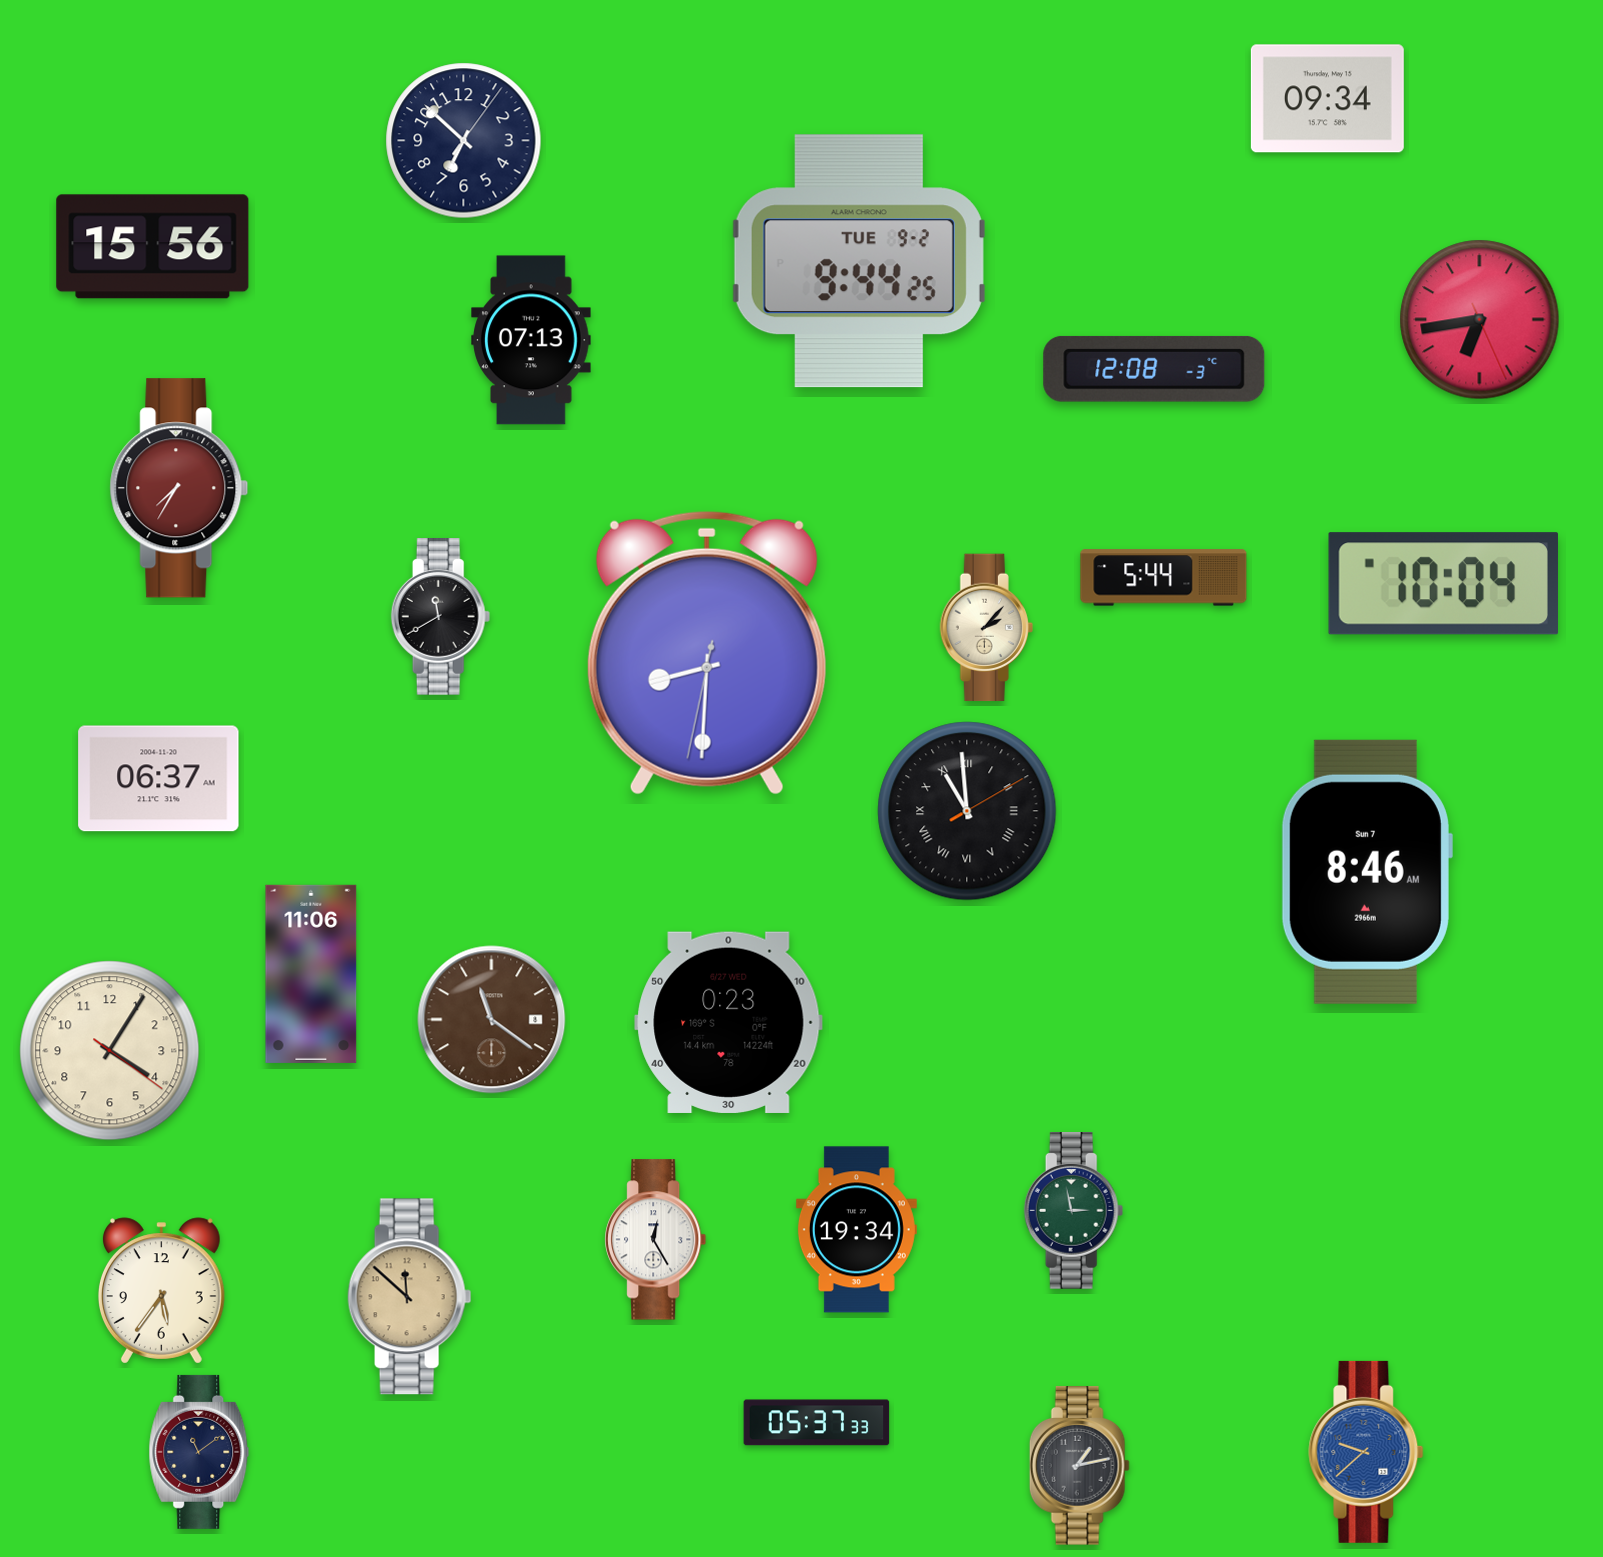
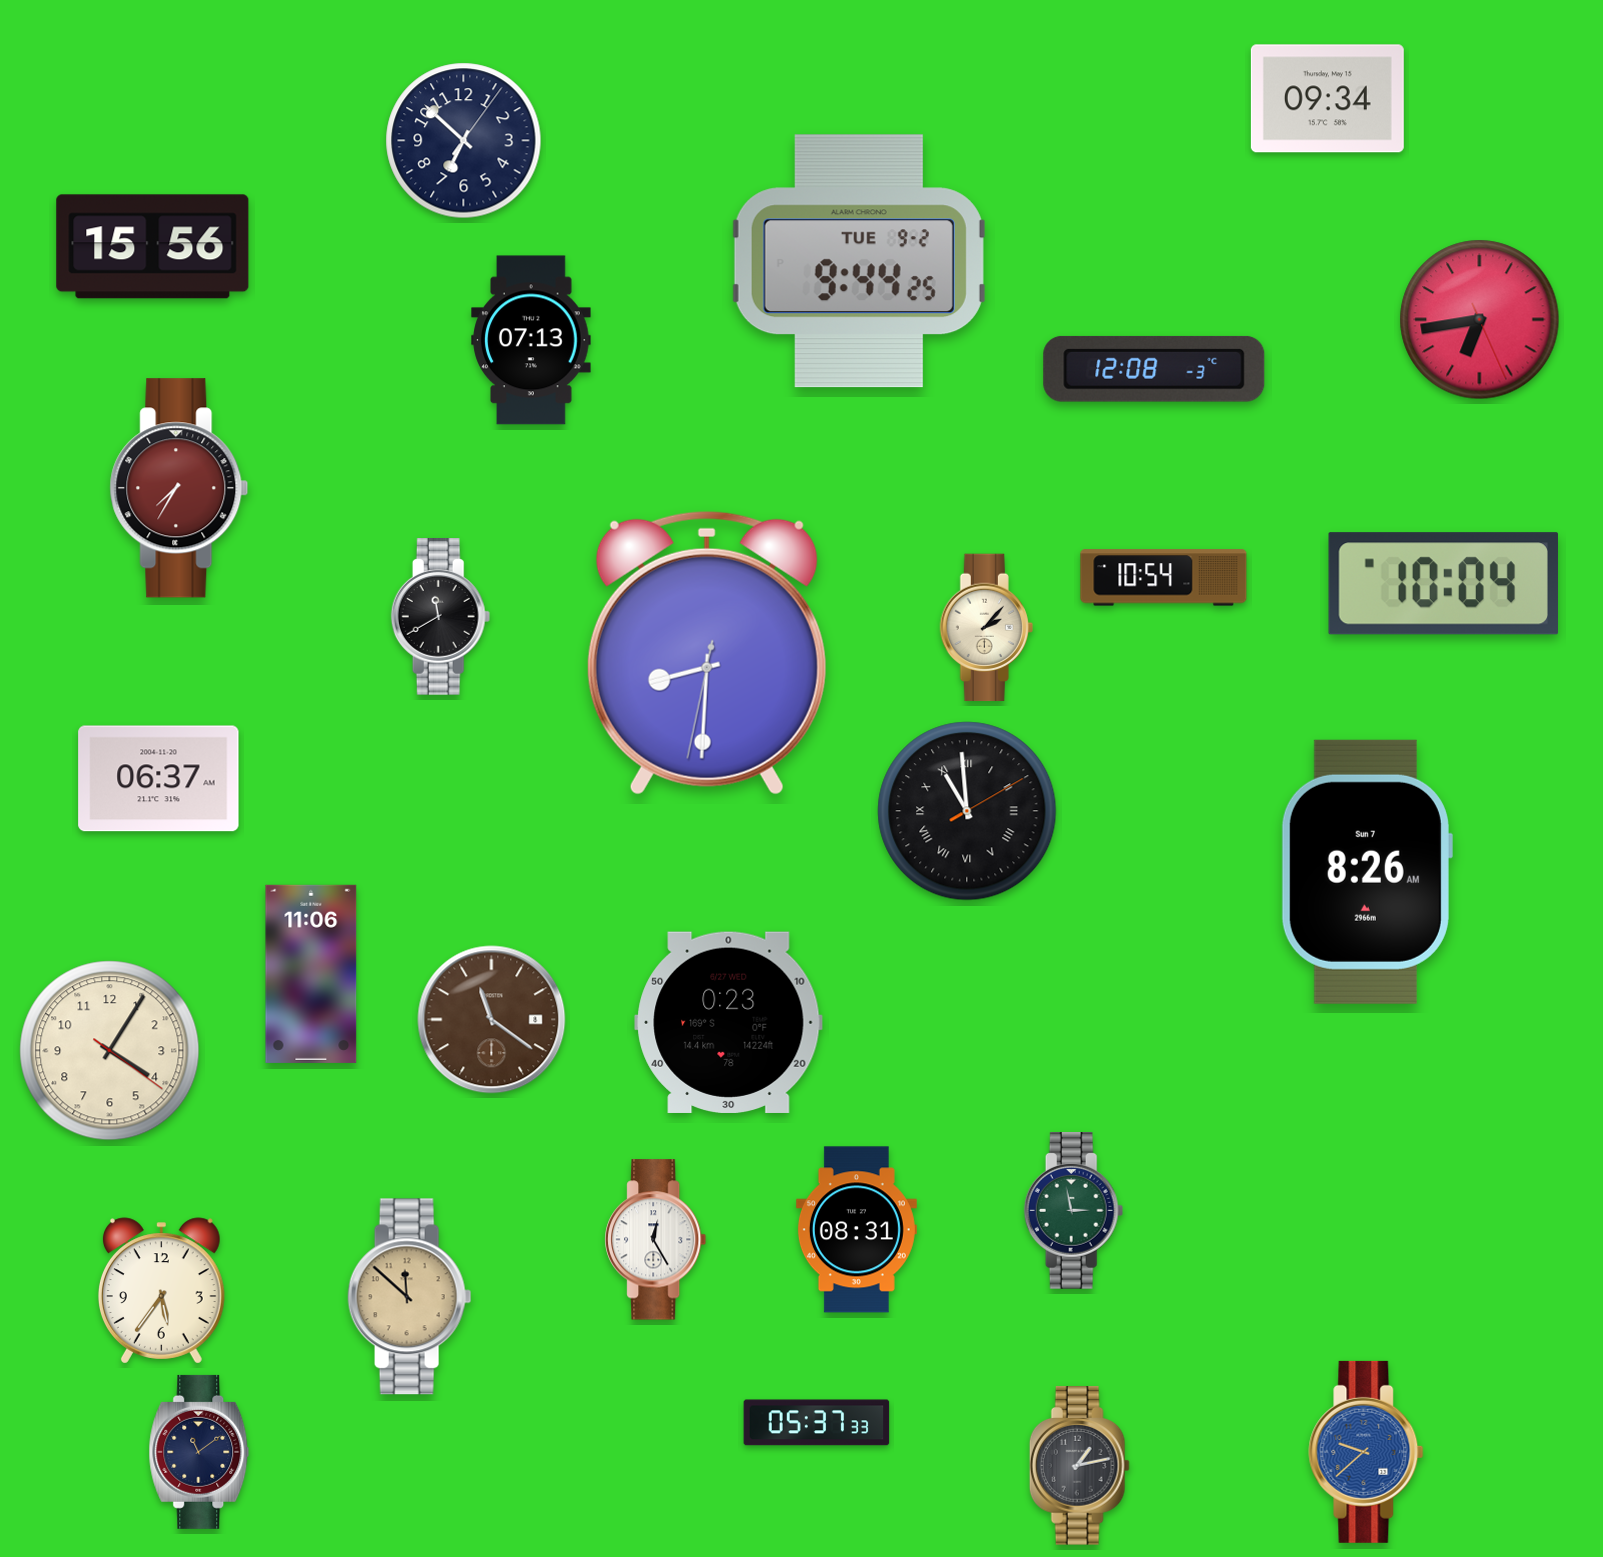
clock at (1164, 578): 5:44 -> 10:54
clock at (1366, 872): 8:46 -> 8:26
clock at (856, 1230): 19:34 -> 08:31
